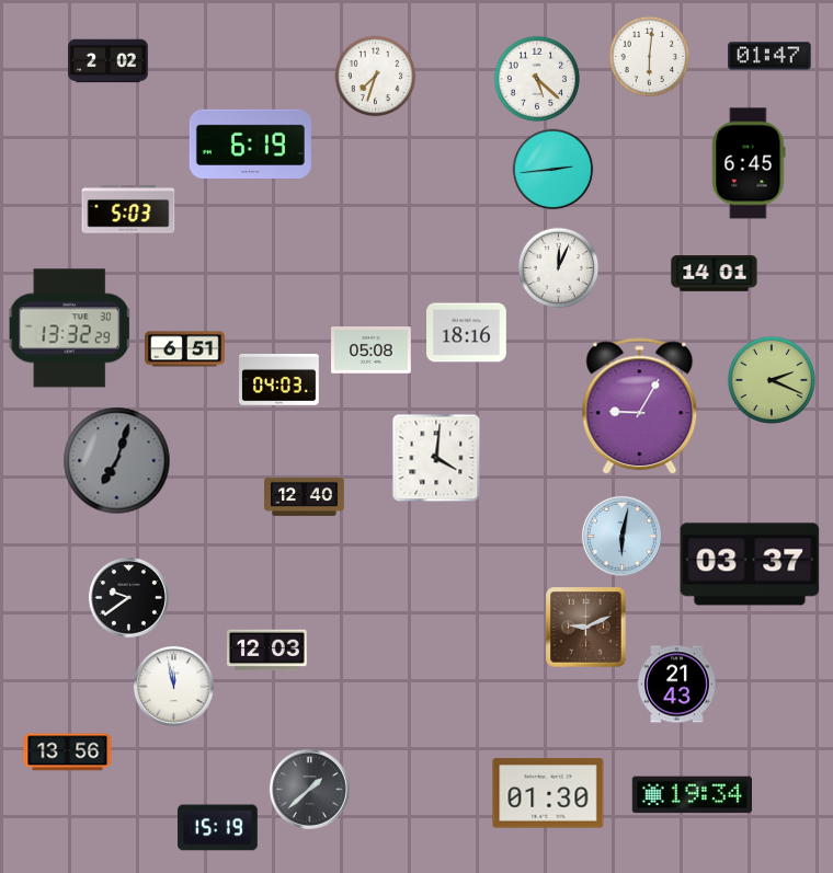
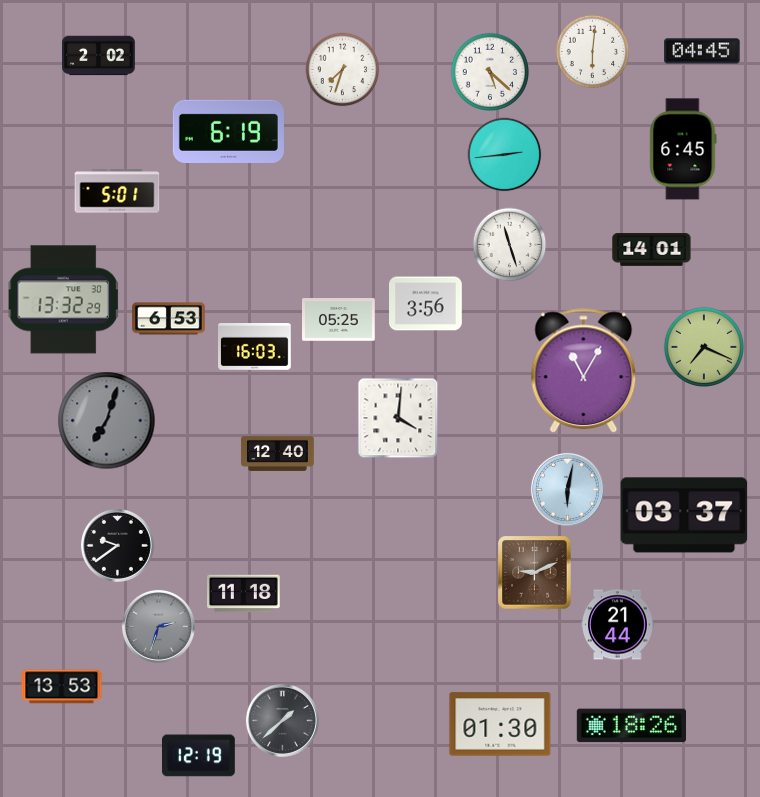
clock at (769, 56): 01:47 -> 04:45
clock at (128, 209): 5:03 -> 5:01
clock at (559, 268): 12:04 -> 11:27
clock at (467, 333): 18:16 -> 3:56
clock at (185, 349): 6:51 -> 6:53
clock at (372, 351): 05:08 -> 05:25
clock at (279, 380): 04:03 -> 16:03
clock at (772, 380): 2:19 -> 7:19
clock at (640, 406): 9:05 -> 11:05
clock at (267, 651): 12:03 -> 11:18
clock at (677, 685): 21:43 -> 21:44
clock at (173, 686): 11:58 -> 2:33
clock at (173, 686) dial: white -> grey
clock at (68, 753): 13:56 -> 13:53
clock at (692, 795): 19:34 -> 18:26
clock at (218, 828): 15:19 -> 12:19
